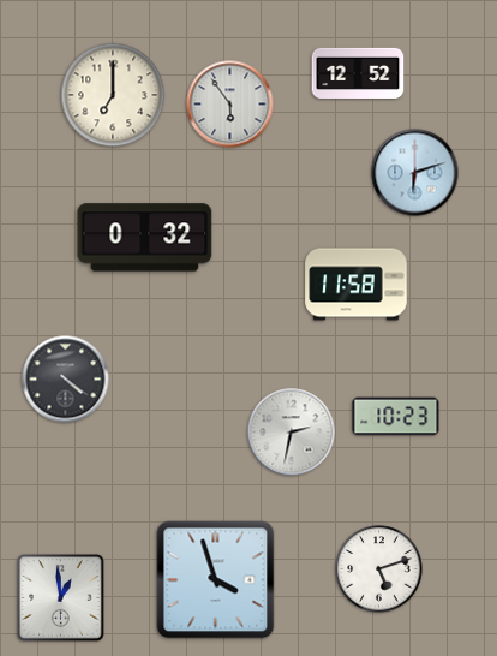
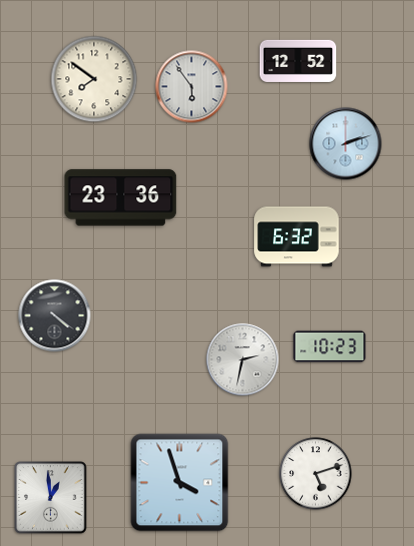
clock at (113, 95): 7:00 -> 7:51
clock at (415, 173): 6:12 -> 2:12
clock at (145, 238): 0:32 -> 23:36
clock at (357, 285): 11:58 -> 6:32
